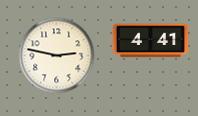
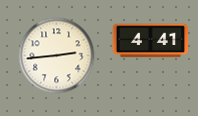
clock at (57, 56): 2:47 -> 2:44
